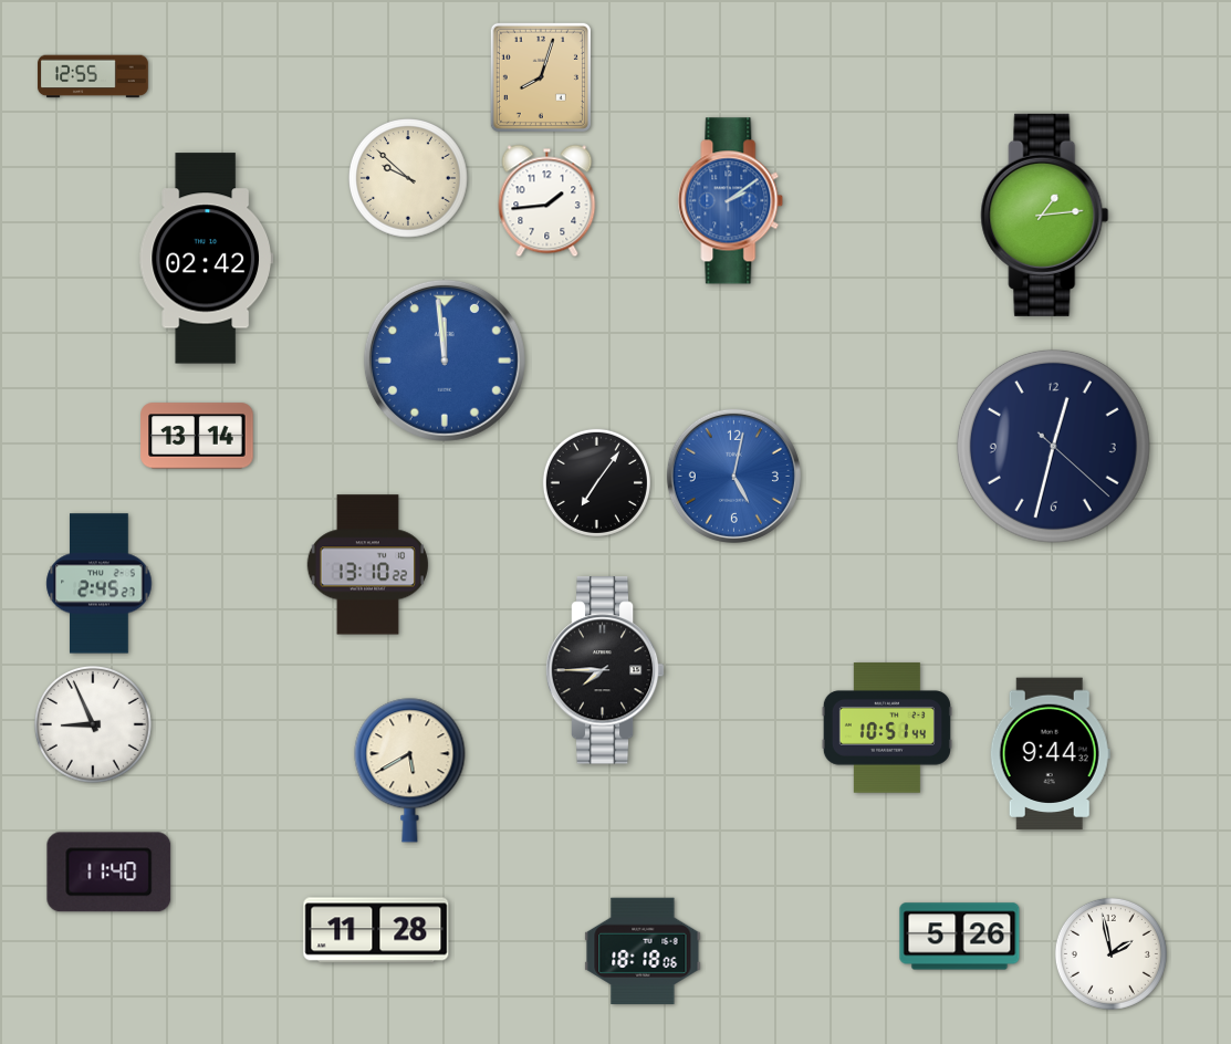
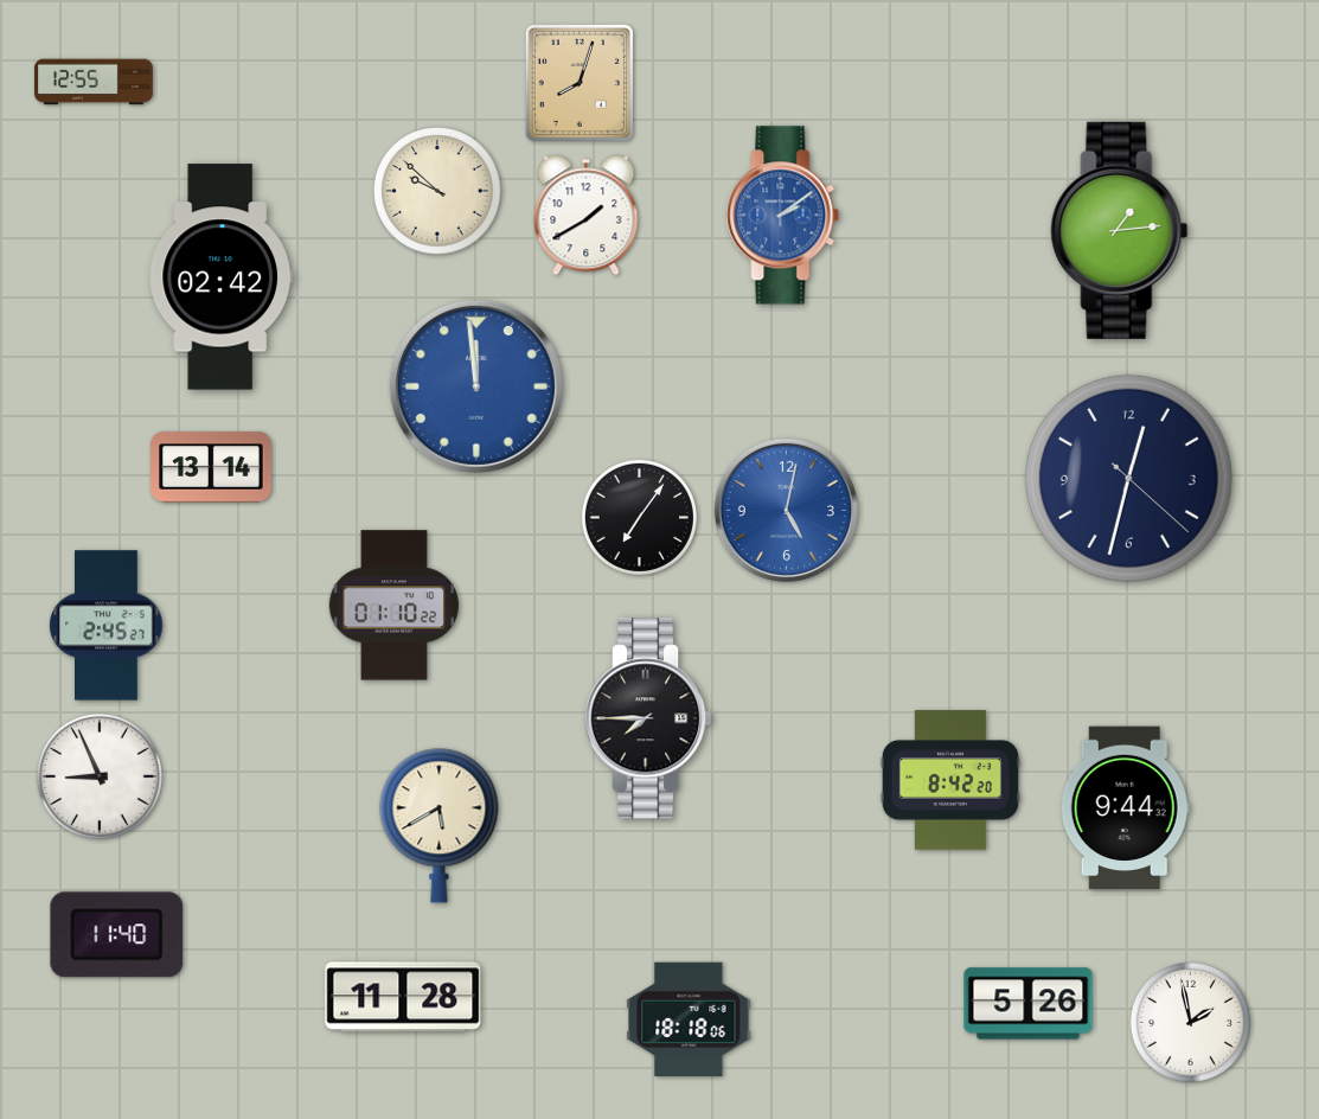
clock at (93, 76) position: (93, 76) -> (94, 82)
clock at (547, 201): 1:44 -> 1:40
clock at (367, 565): 13:10 -> 01:10
clock at (887, 728): 10:51 -> 8:42
